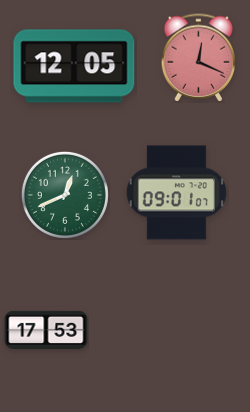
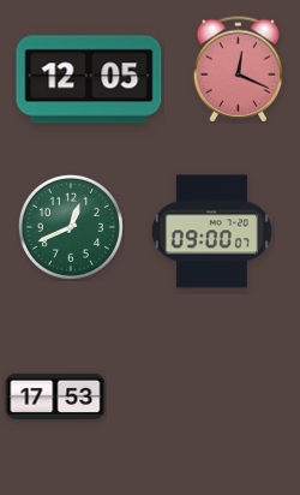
clock at (176, 193): 09:01 -> 09:00
clock at (65, 195) position: (65, 195) -> (71, 227)
